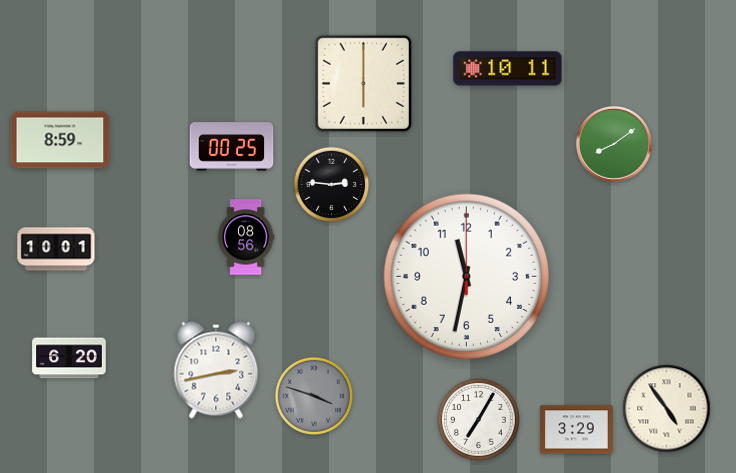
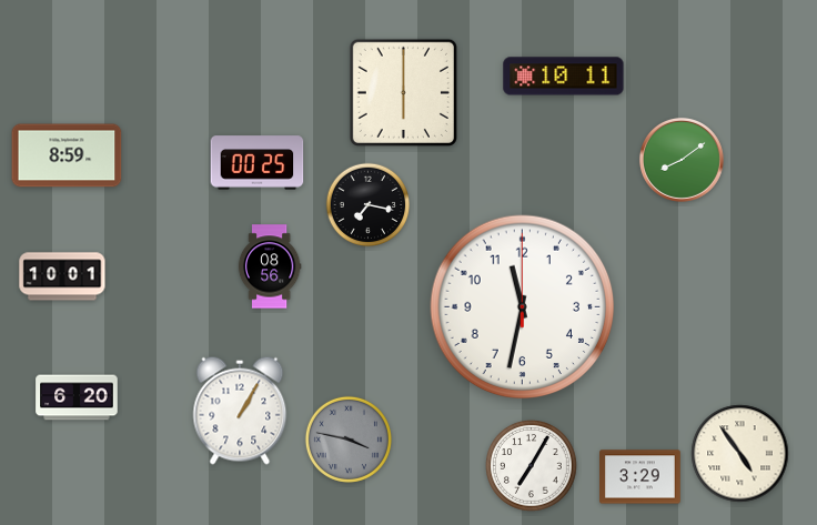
clock at (332, 185): 2:46 -> 7:17
clock at (246, 237) position: (246, 237) -> (270, 266)
clock at (467, 277) position: (467, 277) -> (523, 307)
clock at (216, 370): 2:43 -> 1:05
clock at (314, 396): 3:48 -> 3:47
